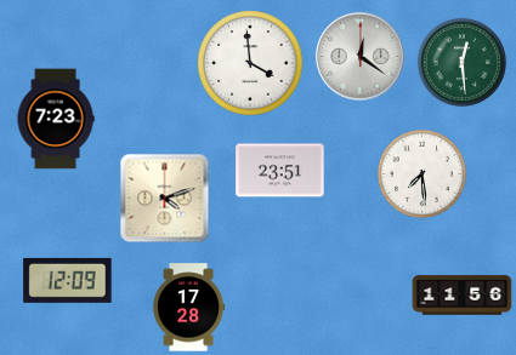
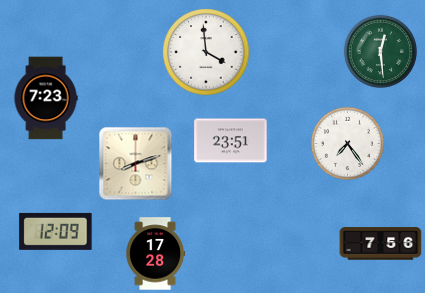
clock at (361, 57): 12:21 -> none
clock at (421, 173): 7:29 -> 7:24
clock at (165, 199): 4:12 -> 8:12
clock at (463, 296): 11:56 -> 7:56
